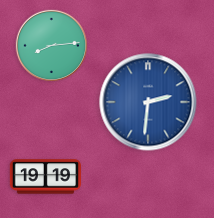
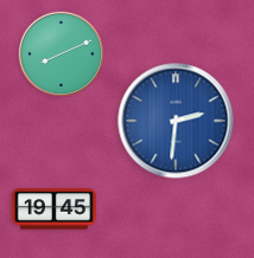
clock at (51, 45): 8:14 -> 8:11
clock at (45, 177): 19:19 -> 19:45
